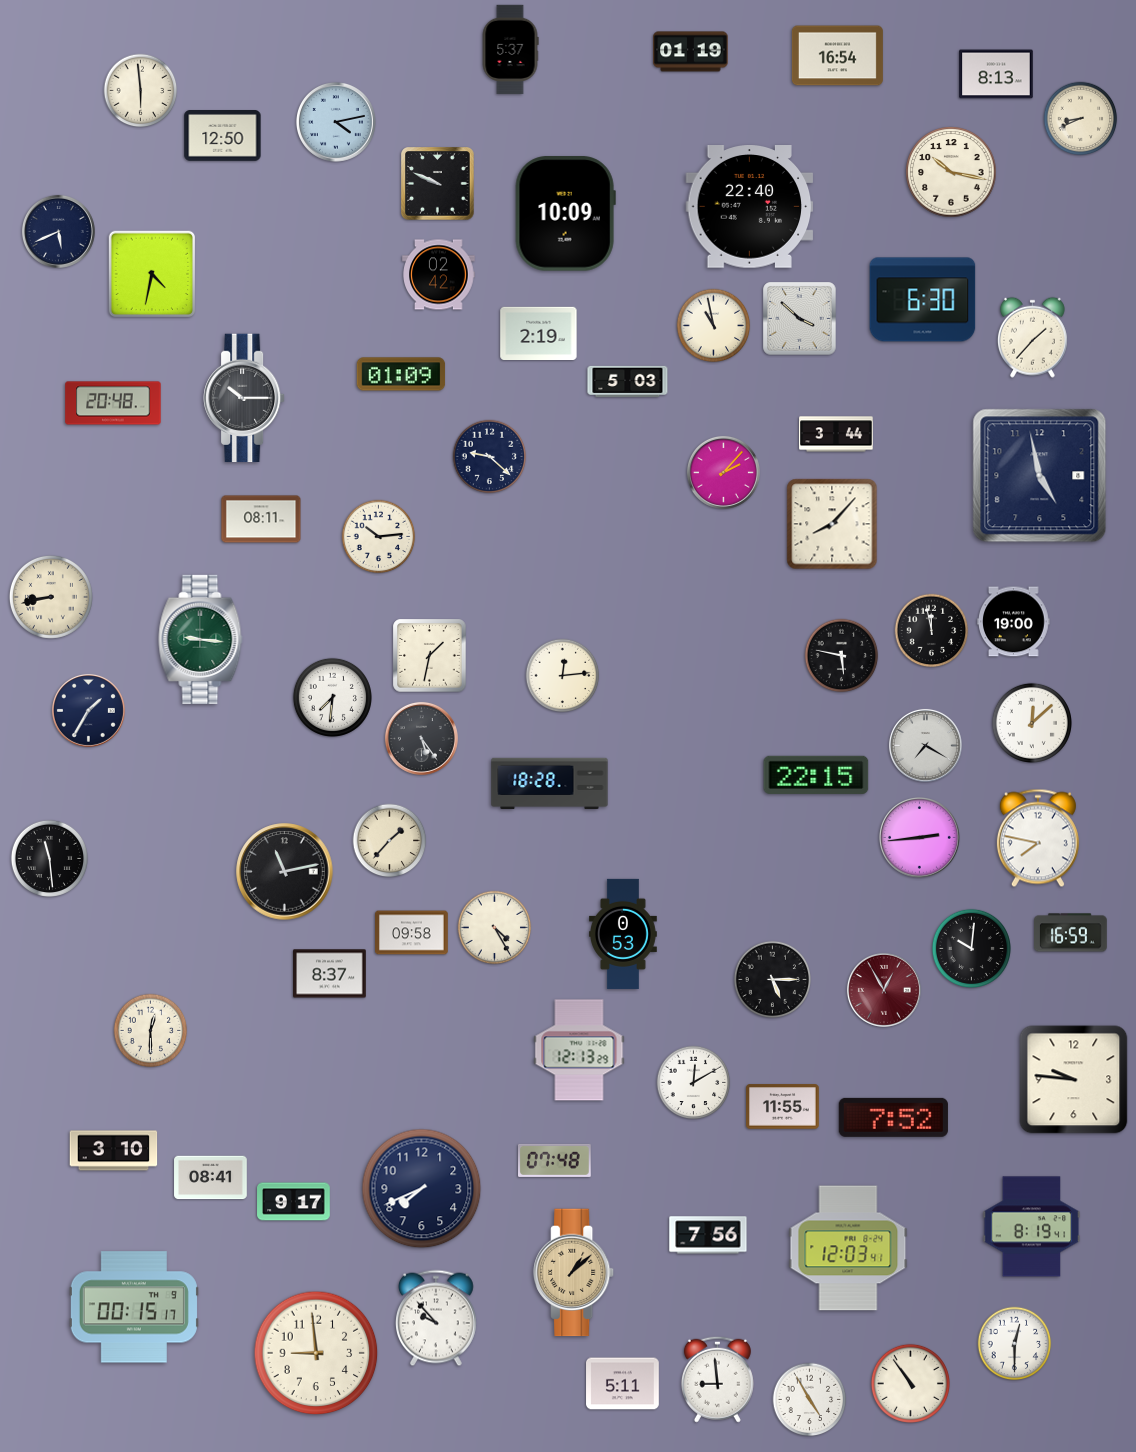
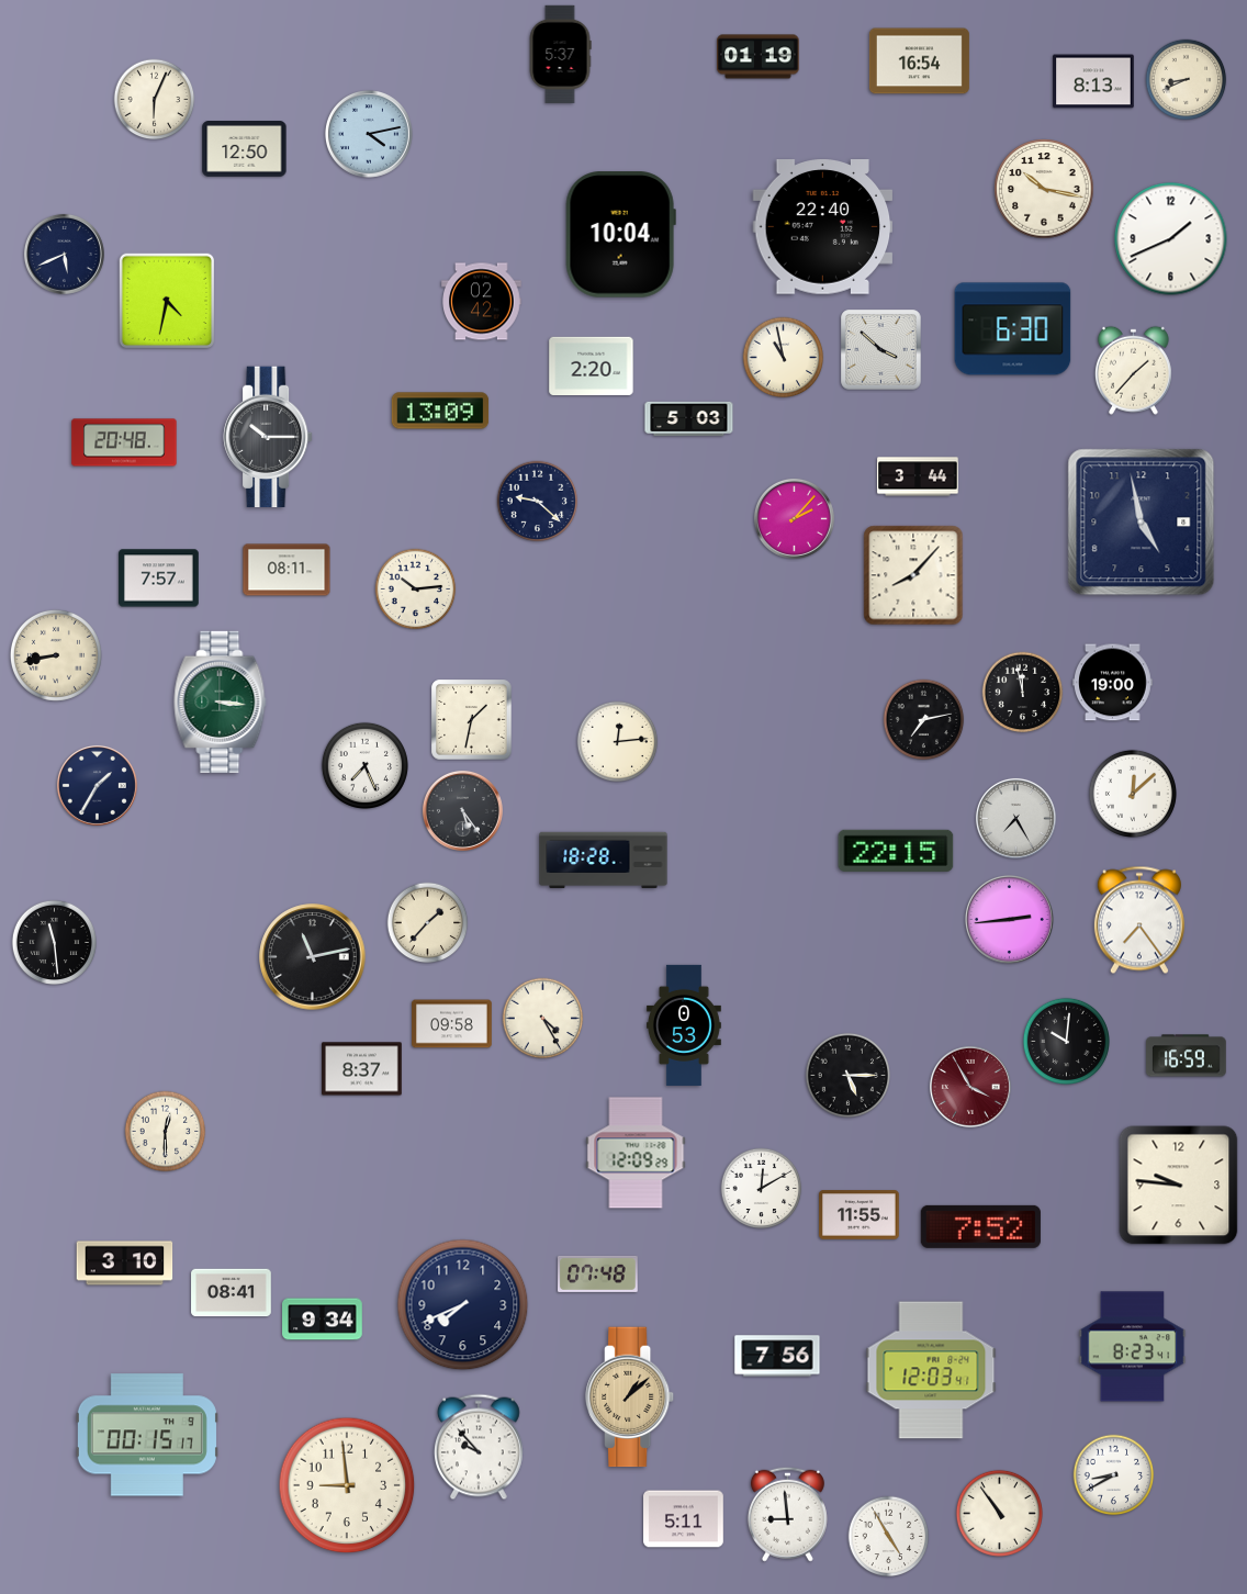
clock at (141, 91): 5:59 -> 6:04
clock at (1081, 119) position: (1081, 119) -> (1187, 80)
clock at (438, 184): 9:49 -> none
clock at (565, 214): 10:09 -> 10:04
clock at (1171, 239): none -> 1:41
clock at (800, 319) position: (800, 319) -> (881, 350)
clock at (539, 333): 2:19 -> 2:20
clock at (401, 374): 01:09 -> 13:09
clock at (159, 579): none -> 7:57
clock at (201, 639): 9:16 -> 3:16
clock at (842, 656): 5:47 -> 7:13
clock at (332, 697): 7:31 -> 7:26
clock at (88, 710) position: (88, 710) -> (97, 785)
clock at (925, 745): 7:20 -> 7:25
clock at (1038, 838): 7:47 -> 7:24
clock at (1071, 933) position: (1071, 933) -> (1187, 1056)
clock at (884, 990): 12:55 -> 3:55
clock at (579, 1050): 12:13 -> 12:09
clock at (555, 1160) position: (555, 1160) -> (598, 1273)
clock at (294, 1202): 9:17 -> 9:34
clock at (1032, 1227): 8:19 -> 8:23
clock at (1015, 1344): 12:30 -> 8:40
clock at (910, 1383) position: (910, 1383) -> (999, 1513)
